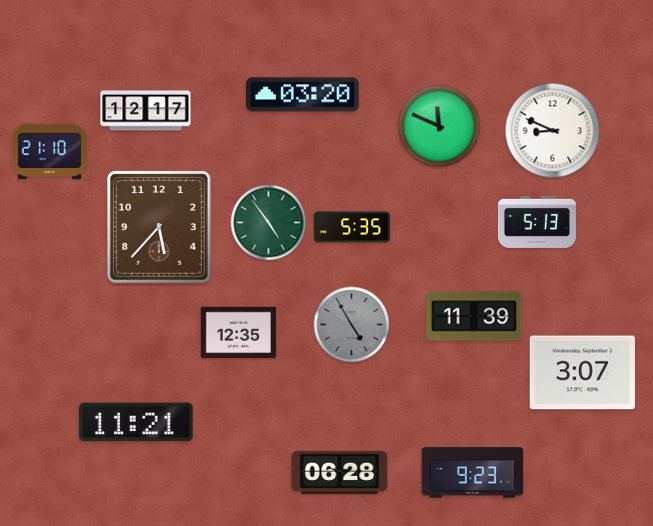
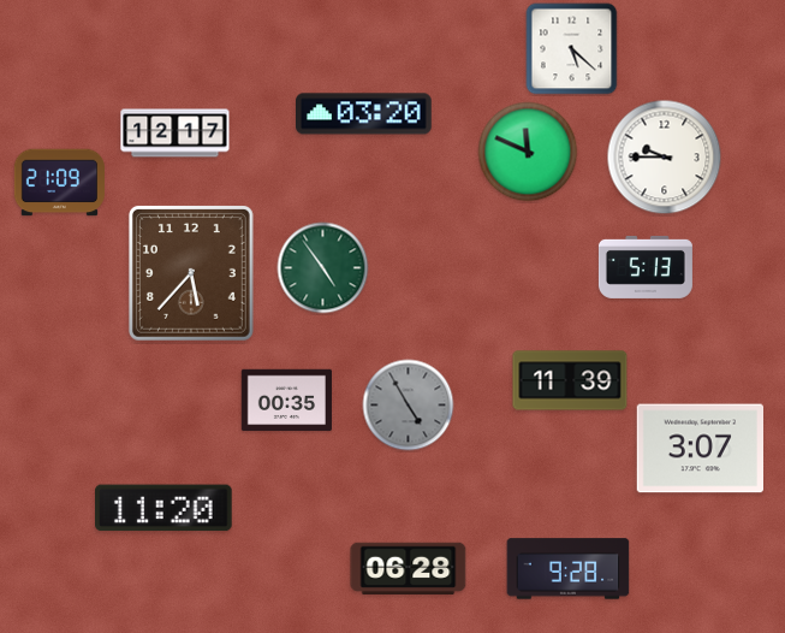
clock at (572, 49): none -> 5:22
clock at (553, 131): 8:49 -> 9:45
clock at (49, 152): 21:10 -> 21:09
clock at (352, 227): 5:35 -> none
clock at (352, 325) position: (352, 325) -> (409, 406)
clock at (238, 333): 12:35 -> 00:35
clock at (137, 422): 11:21 -> 11:20
clock at (473, 473): 9:23 -> 9:28
